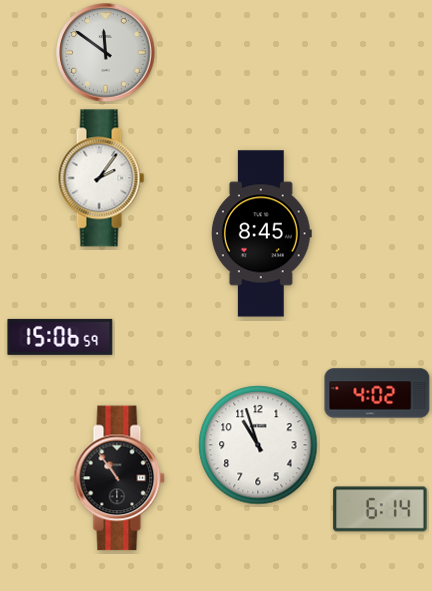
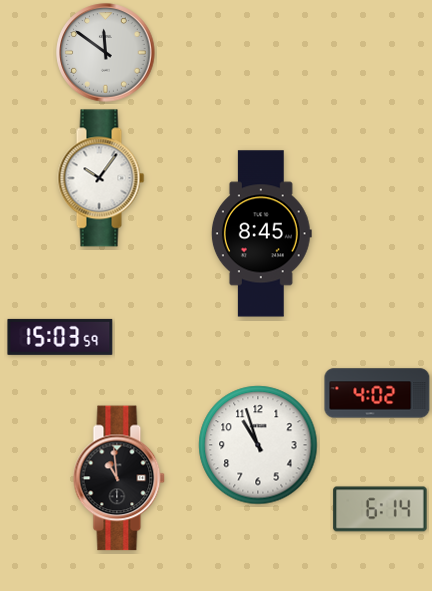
clock at (101, 178): 2:06 -> 10:06
clock at (60, 337): 15:06 -> 15:03
clock at (119, 478): 10:54 -> 10:59
